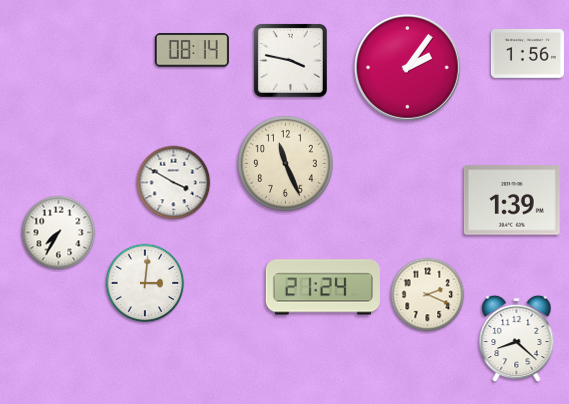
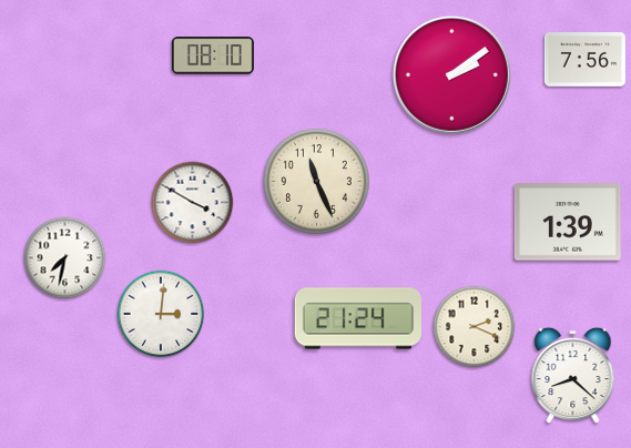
clock at (192, 50): 08:14 -> 08:10
clock at (527, 54): 1:56 -> 7:56
clock at (290, 60): 3:47 -> none
clock at (407, 67): 2:06 -> 2:09
clock at (59, 233): 7:35 -> 7:32
